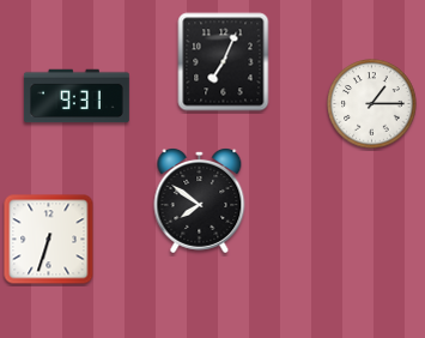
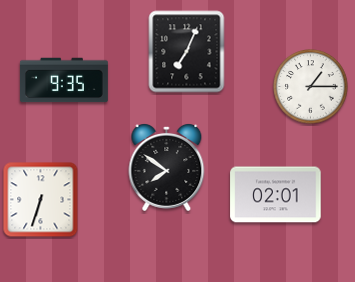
clock at (77, 96): 9:31 -> 9:35
clock at (276, 195): none -> 02:01
